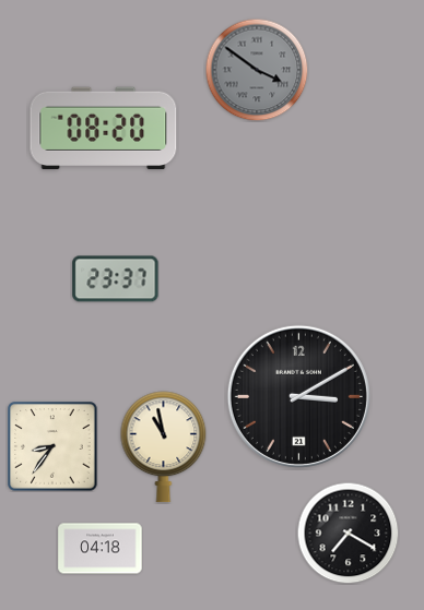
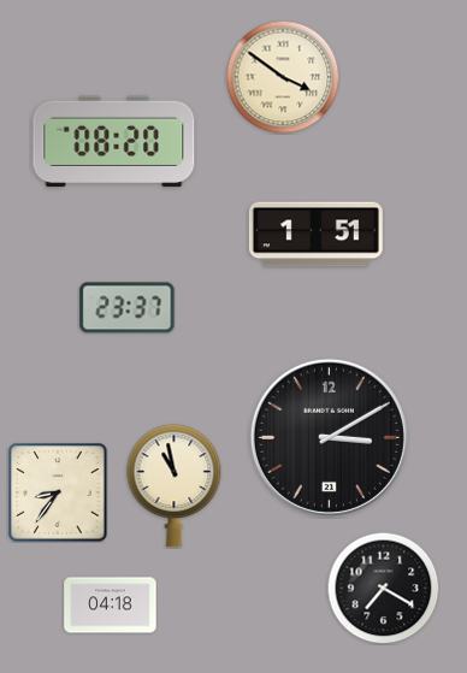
clock at (257, 70) dial: grey -> cream
clock at (315, 235): none -> 1:51
clock at (164, 447) position: (164, 447) -> (175, 486)
